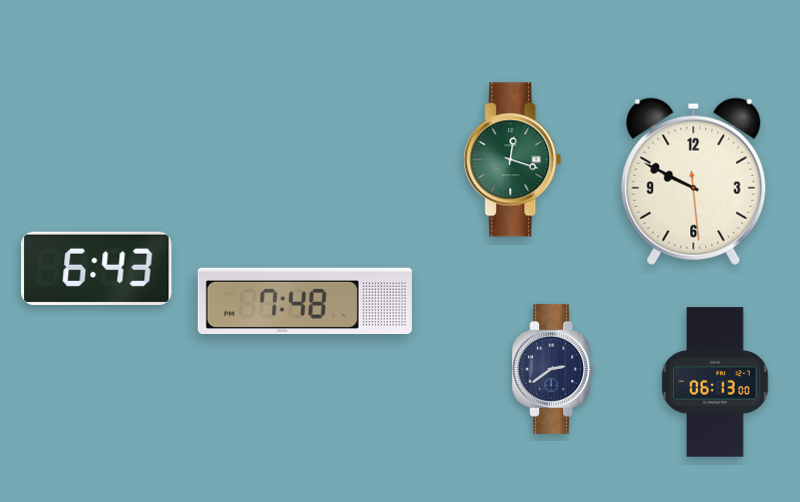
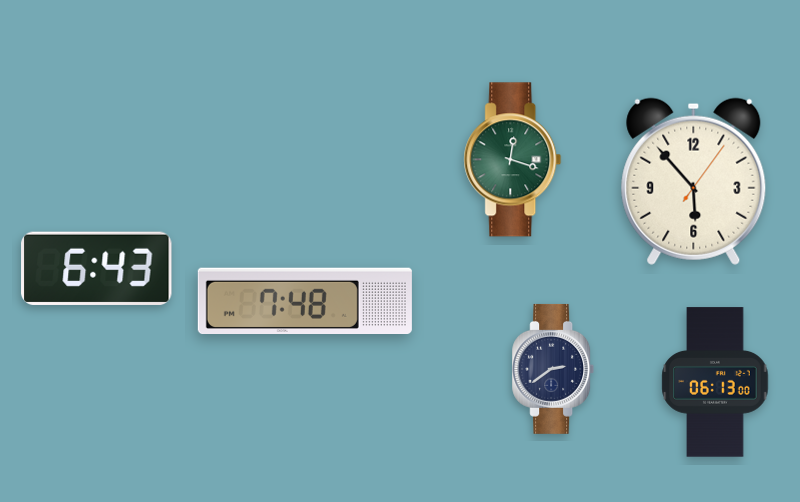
clock at (694, 181): 9:49 -> 5:53
